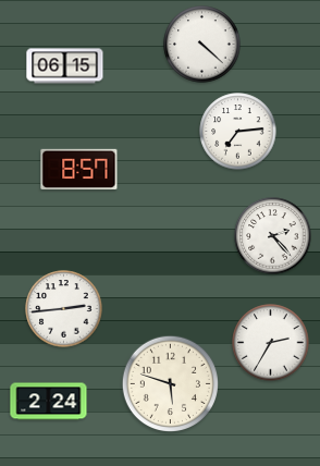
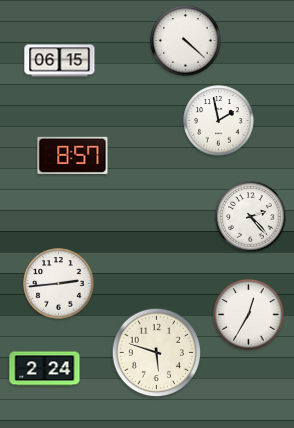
clock at (238, 132): 7:14 -> 1:58
clock at (271, 343): 2:35 -> 12:35
